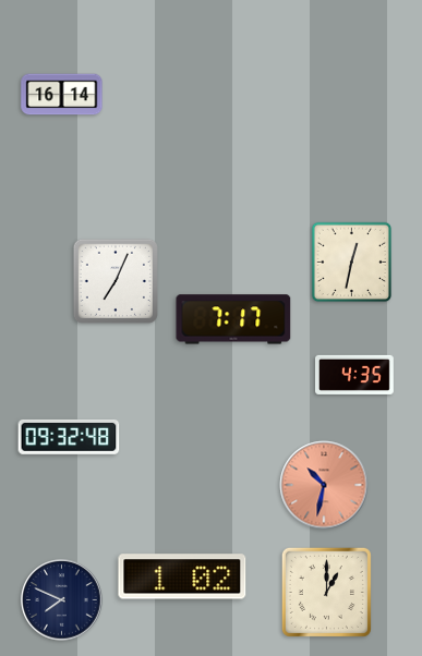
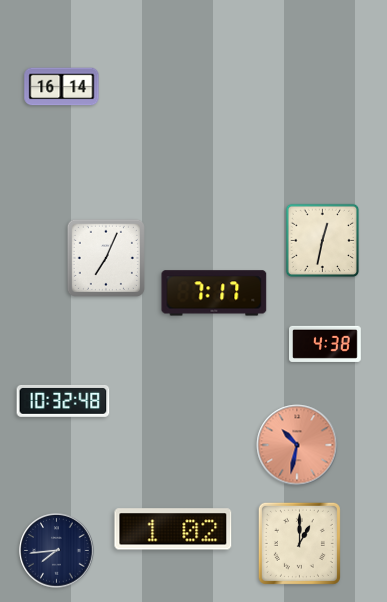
clock at (62, 95) position: (62, 95) -> (62, 87)
clock at (354, 375): 4:35 -> 4:38
clock at (69, 437): 09:32 -> 10:32
clock at (182, 576) position: (182, 576) -> (173, 529)
clock at (62, 600): 7:49 -> 7:44
